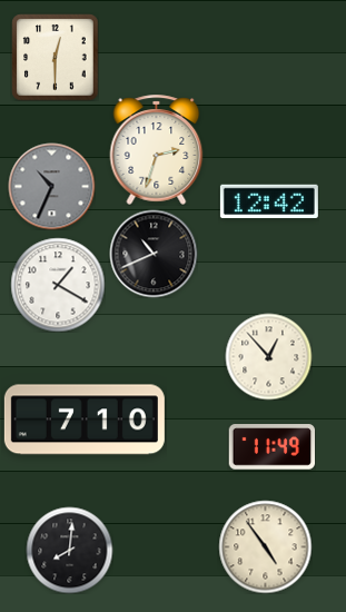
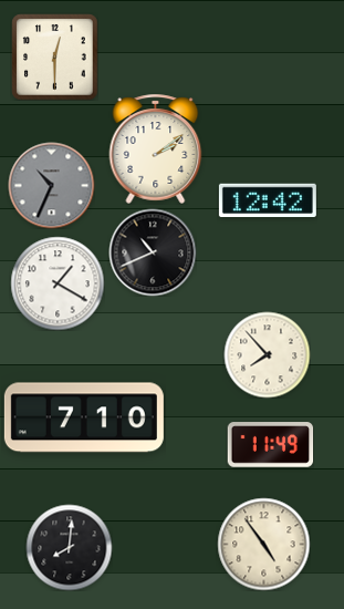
clock at (157, 149): 2:33 -> 2:09
clock at (268, 356): 12:53 -> 7:53
